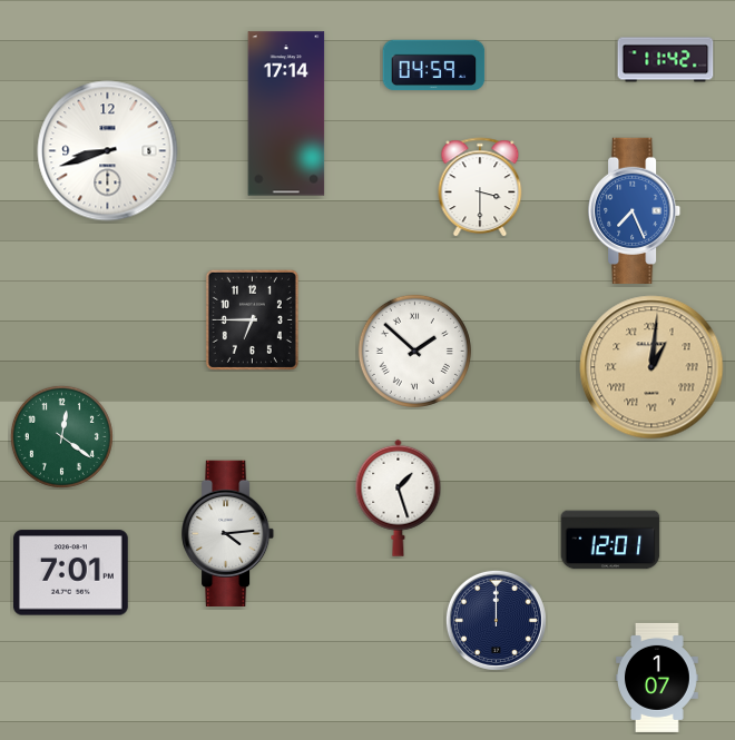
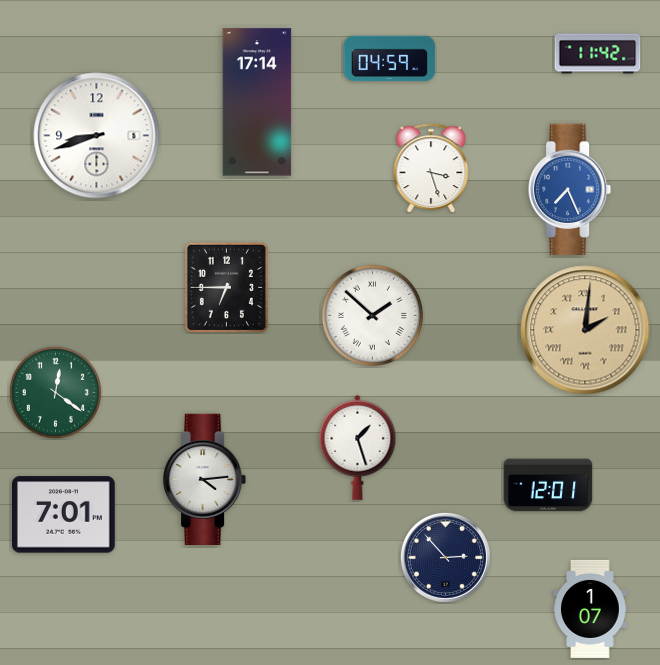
clock at (480, 187): 3:30 -> 3:27
clock at (651, 367): 1:01 -> 2:01
clock at (496, 620): 12:00 -> 2:53
